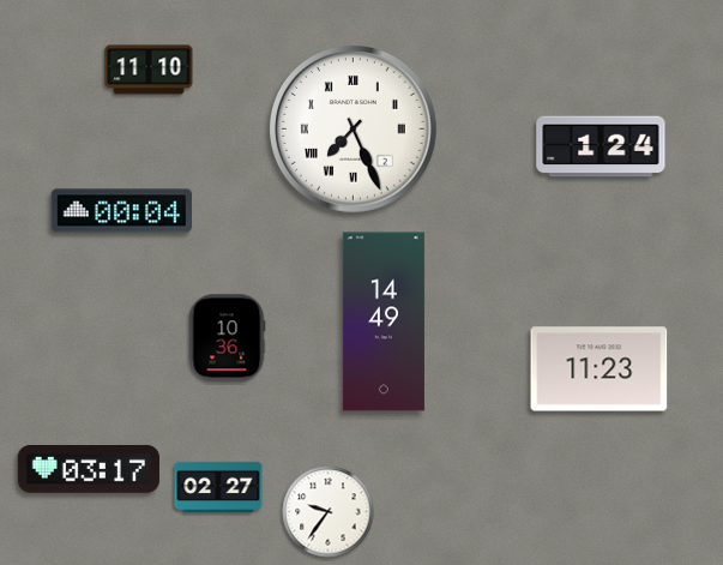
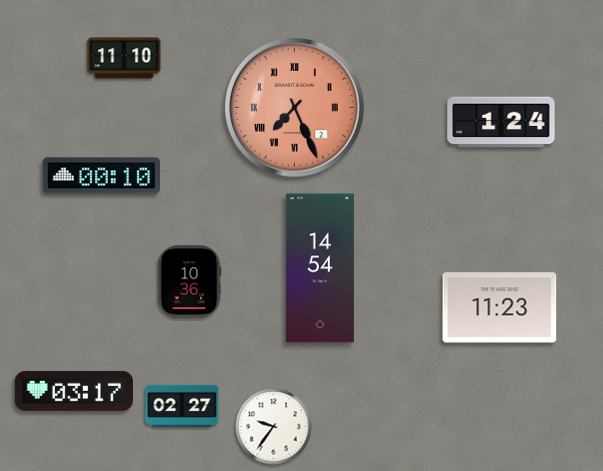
clock at (354, 130) dial: white -> salmon
clock at (122, 211): 00:04 -> 00:10
clock at (384, 321): 14:49 -> 14:54
